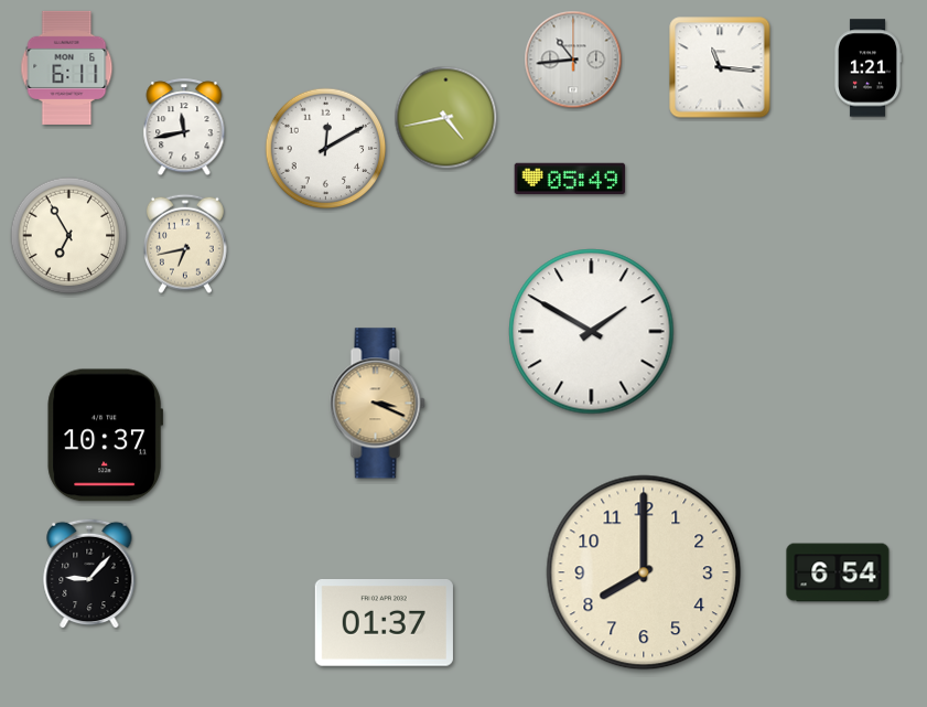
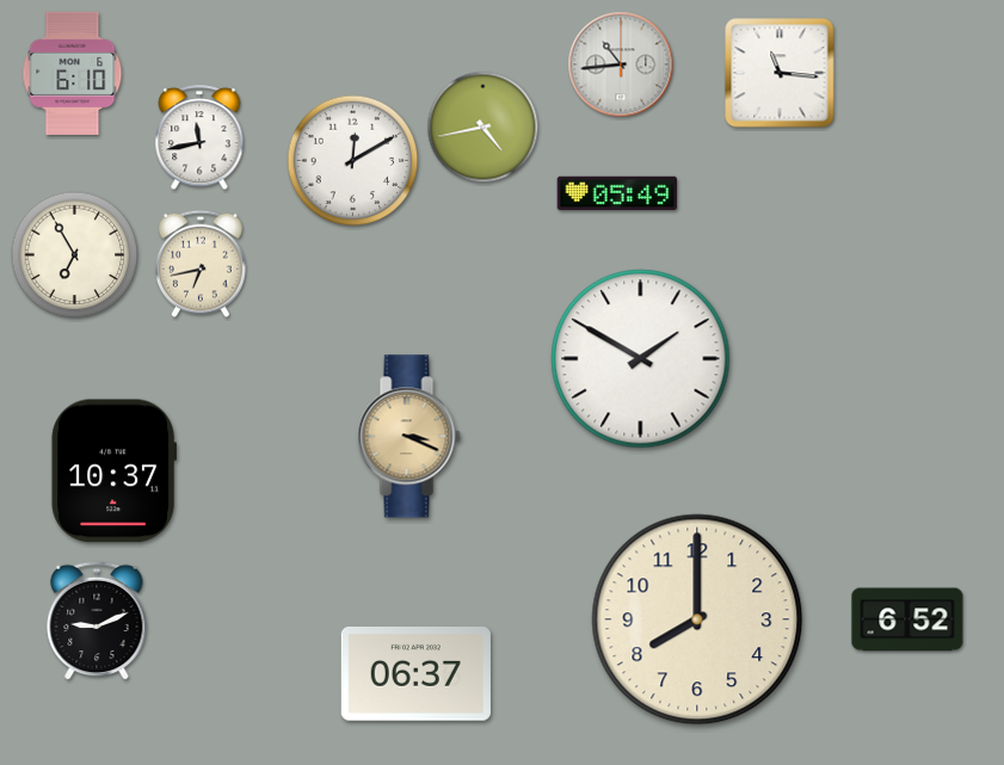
clock at (67, 67): 6:11 -> 6:10
clock at (869, 68): 1:21 -> none
clock at (838, 572): 6:54 -> 6:52
clock at (89, 574): 9:07 -> 9:11
clock at (384, 623): 01:37 -> 06:37
